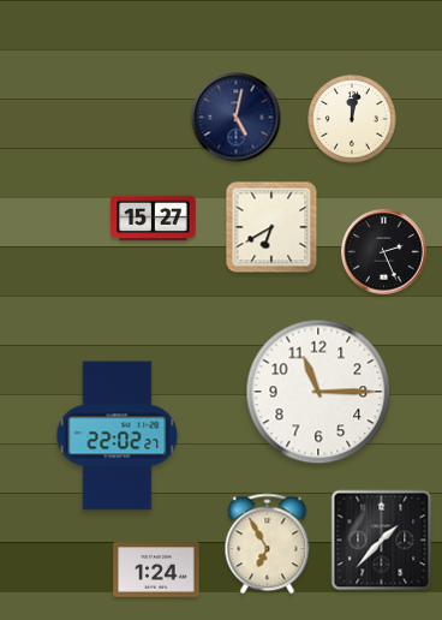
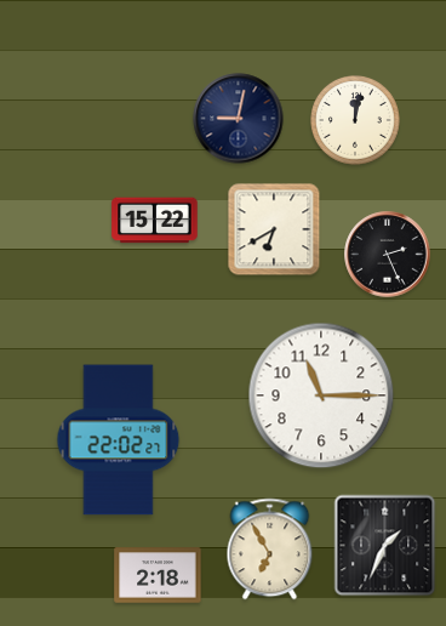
clock at (237, 118): 5:02 -> 9:02
clock at (154, 219): 15:27 -> 15:22
clock at (382, 541): 1:37 -> 1:34
clock at (156, 570): 1:24 -> 2:18
